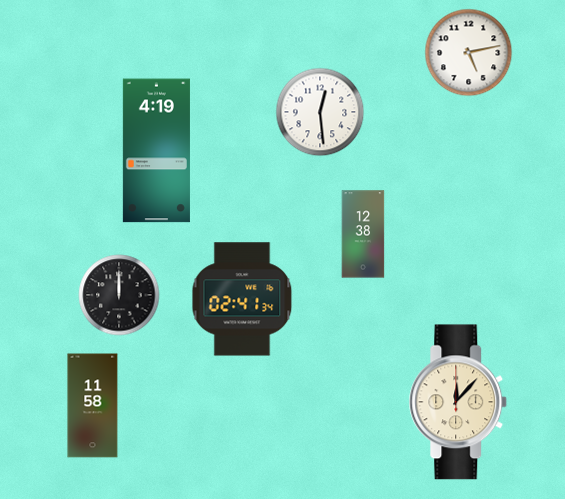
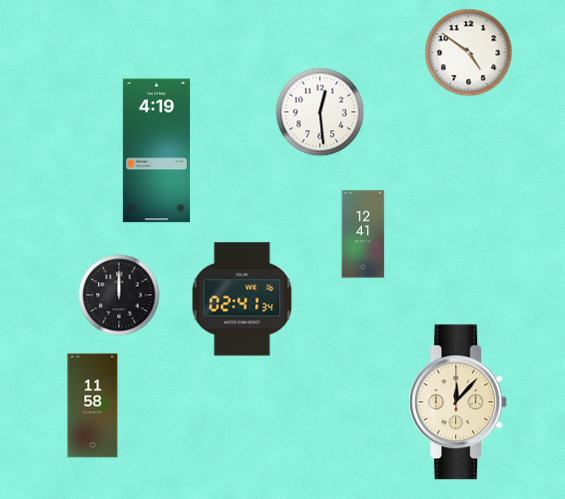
clock at (469, 53): 5:13 -> 4:51
clock at (363, 234): 12:38 -> 12:41
